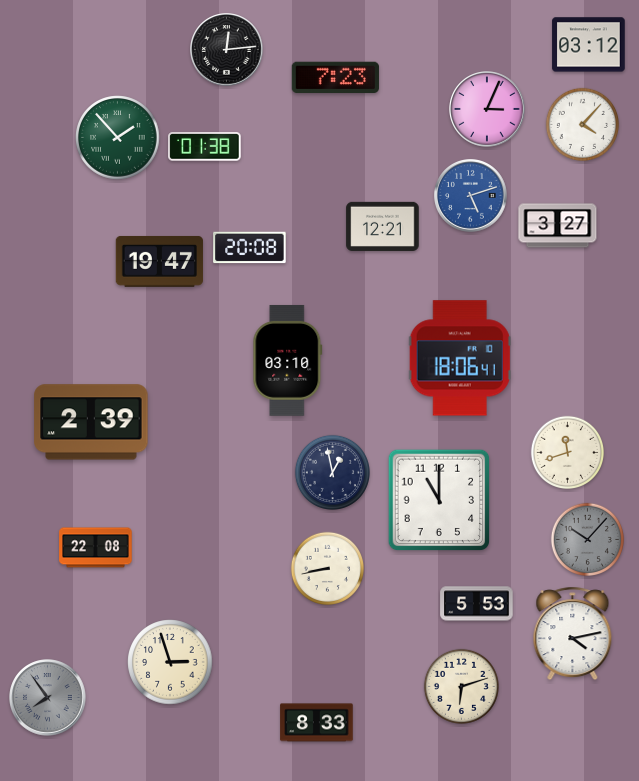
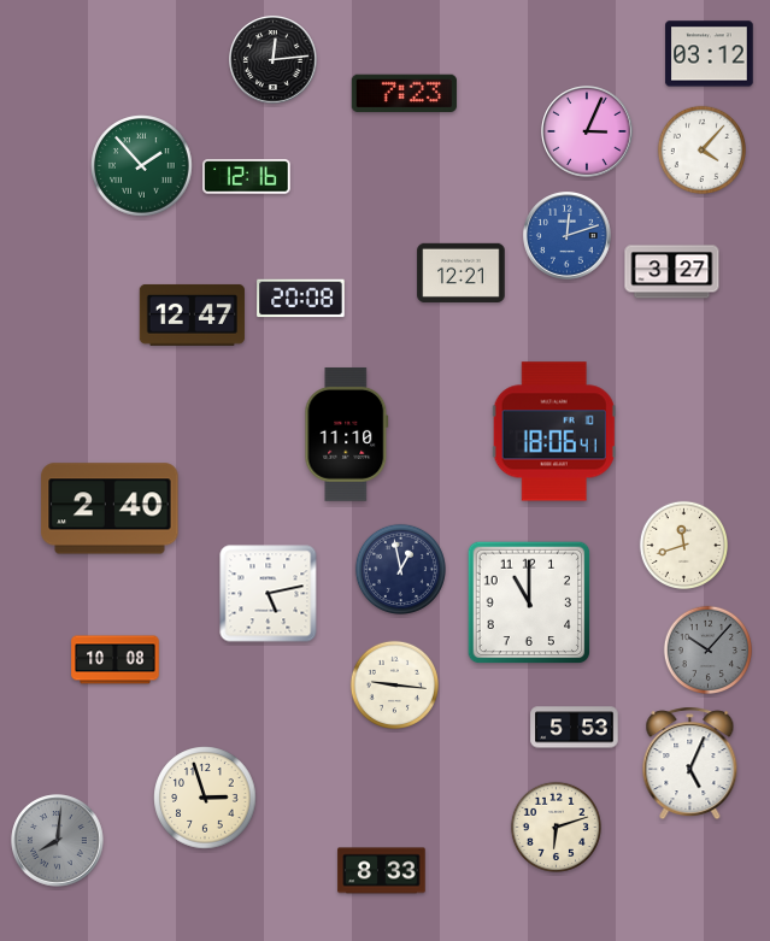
clock at (205, 147): 01:38 -> 12:16
clock at (471, 196): 5:12 -> 12:12
clock at (159, 261): 19:47 -> 12:47
clock at (288, 361): 03:10 -> 11:10
clock at (91, 422): 2:39 -> 2:40
clock at (269, 594): none -> 5:13
clock at (96, 548): 22:08 -> 10:08
clock at (327, 568): 8:43 -> 9:16
clock at (573, 634): 4:13 -> 5:04
clock at (48, 698): 7:54 -> 8:01
